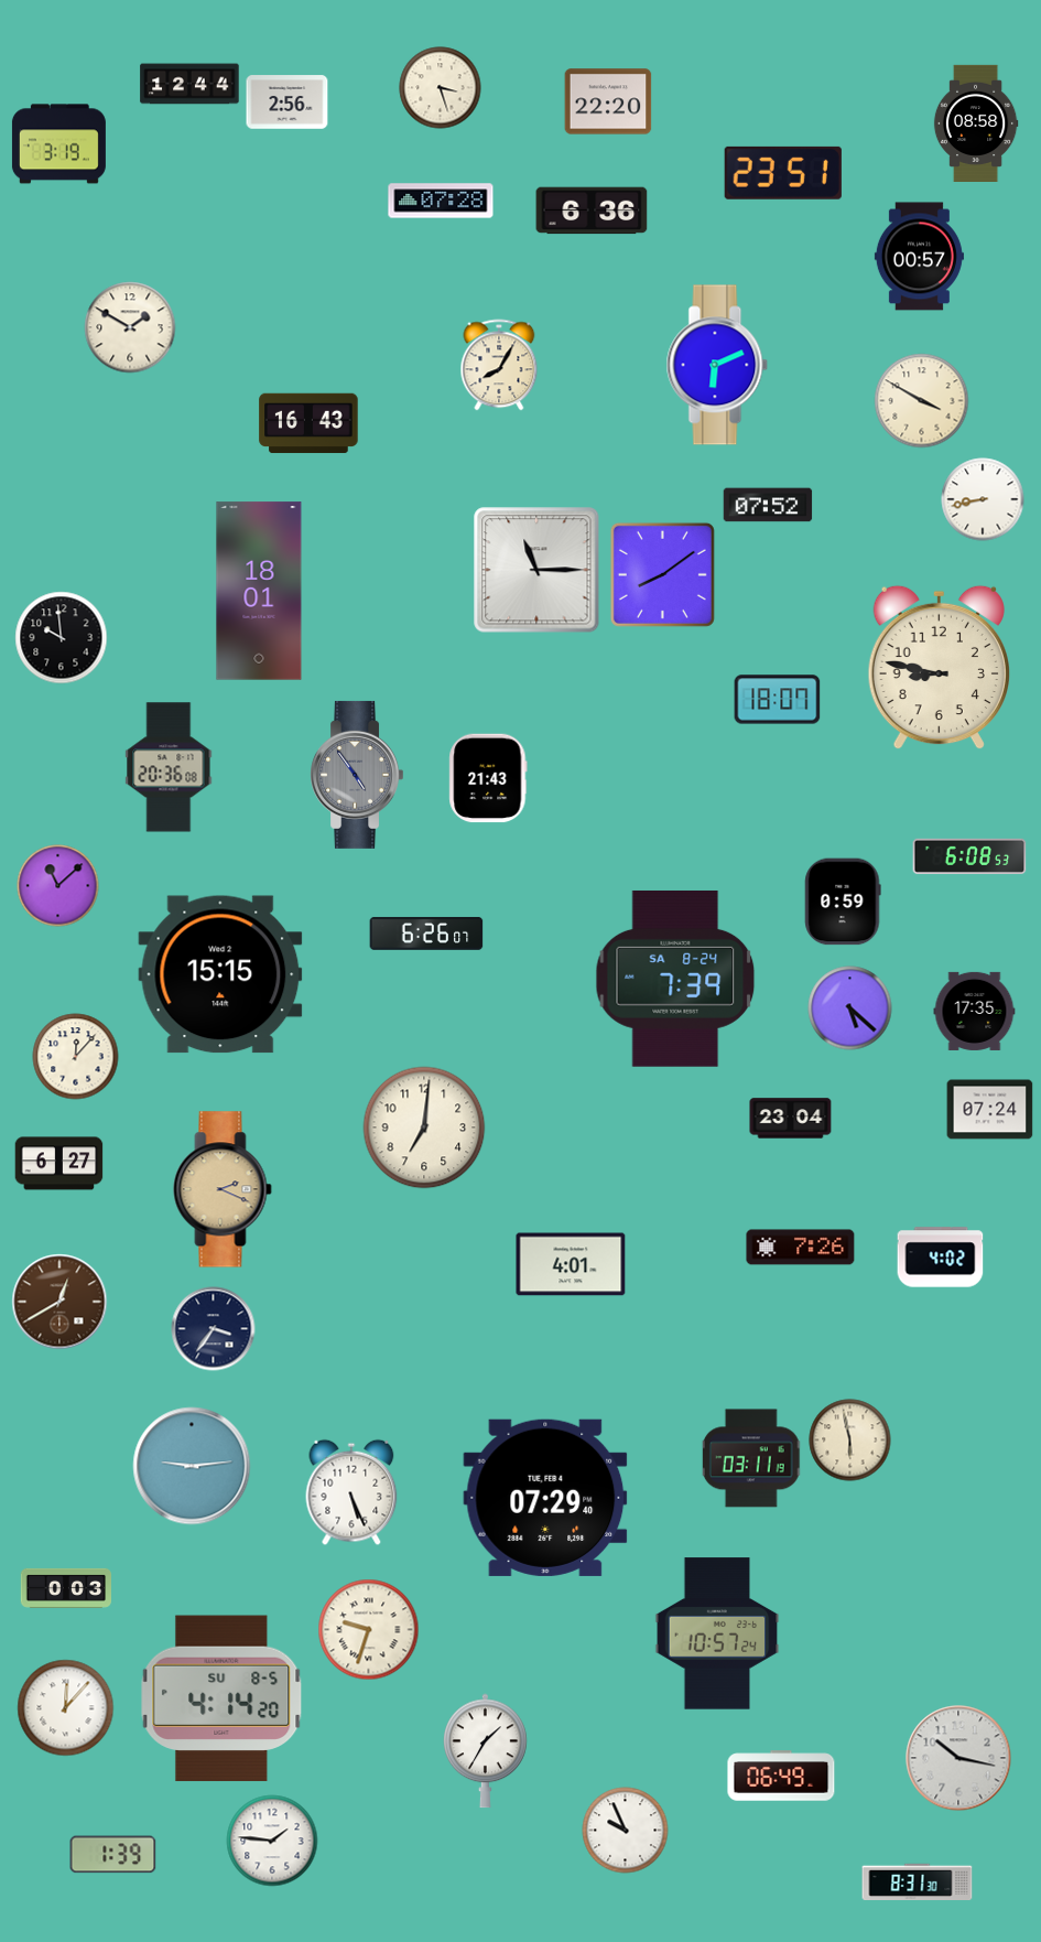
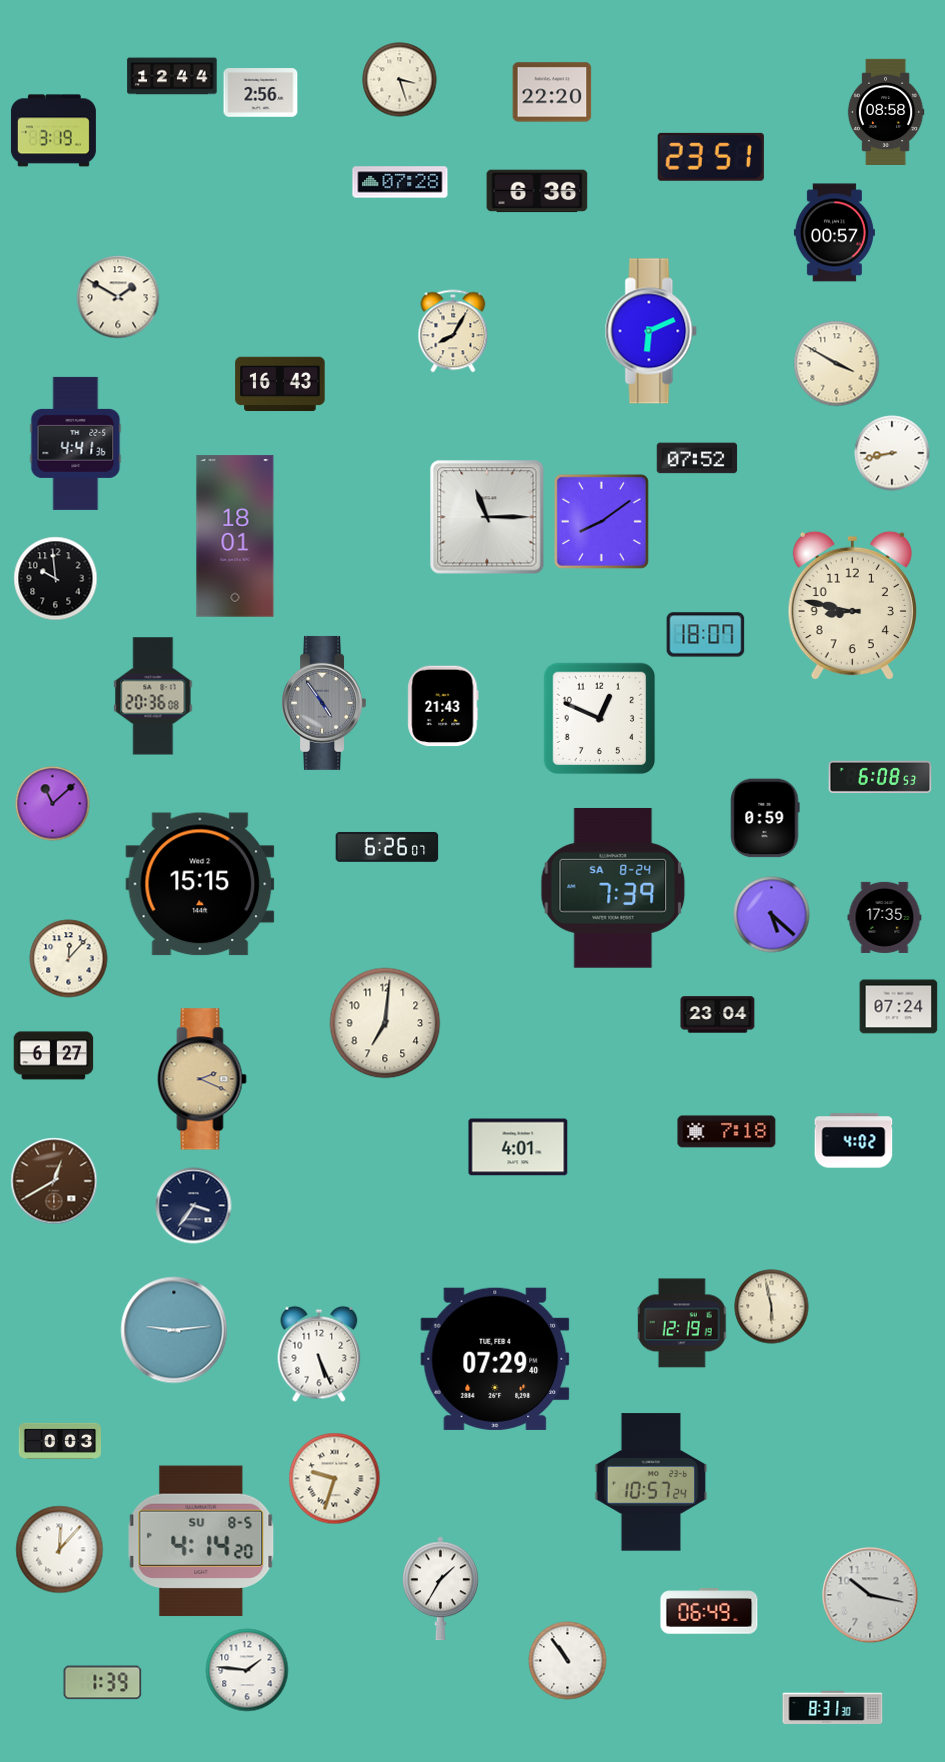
clock at (76, 443): none -> 4:41
clock at (600, 719): none -> 12:49
clock at (801, 1248): 7:26 -> 7:18
clock at (751, 1458): 03:11 -> 12:19
clock at (626, 1831): 9:56 -> 10:54
